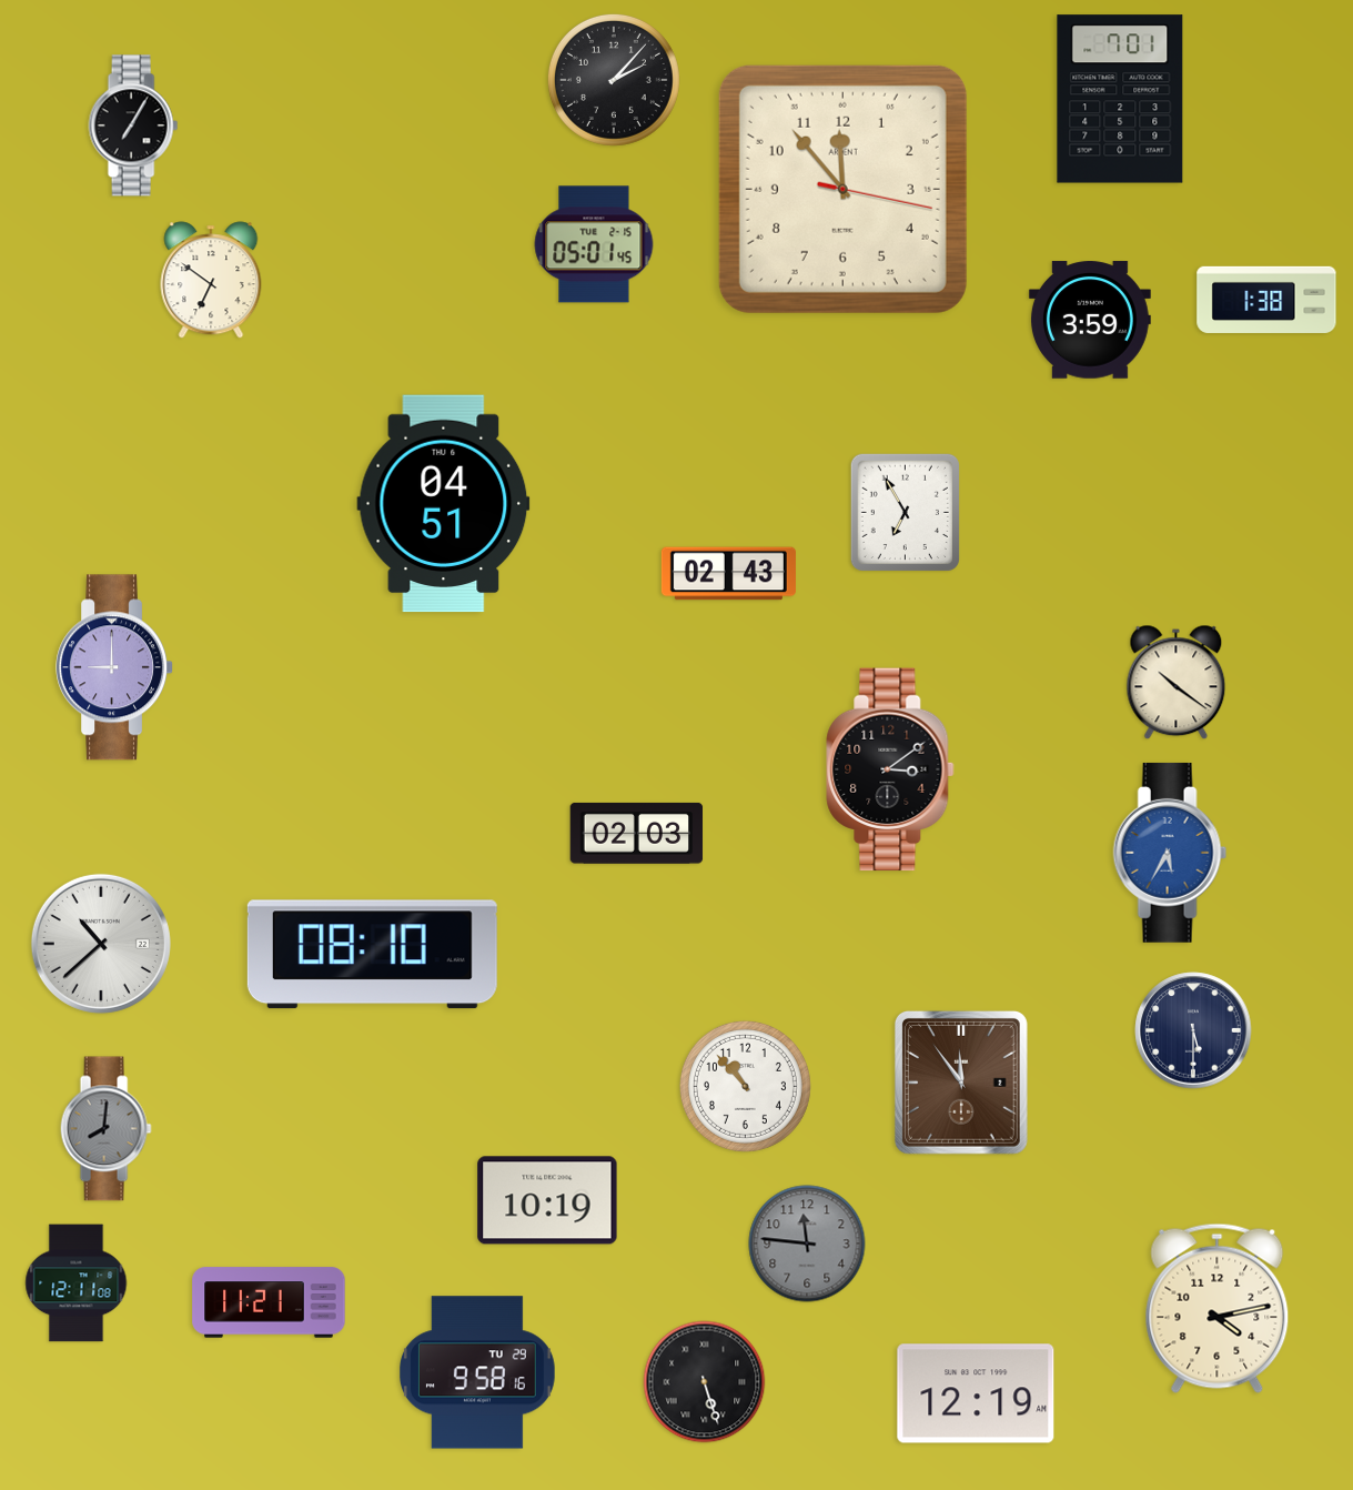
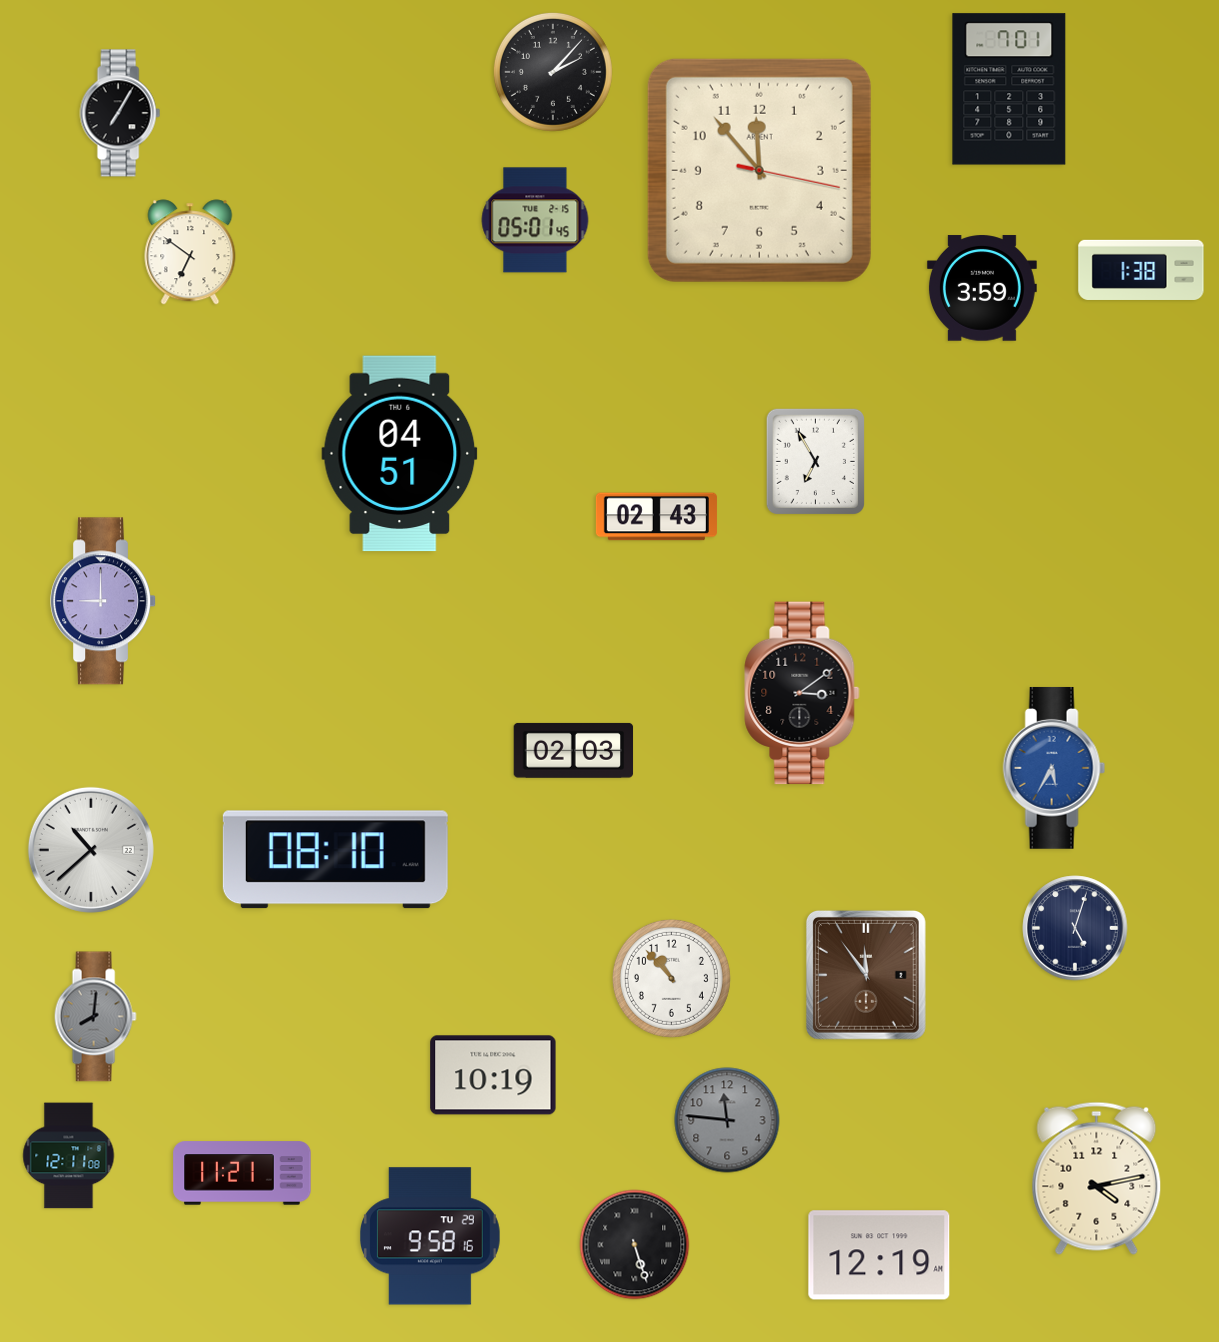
clock at (1177, 683): 10:21 -> none
clock at (1193, 1030): 5:30 -> 5:03
clock at (547, 1200) position: (547, 1200) -> (493, 1075)
